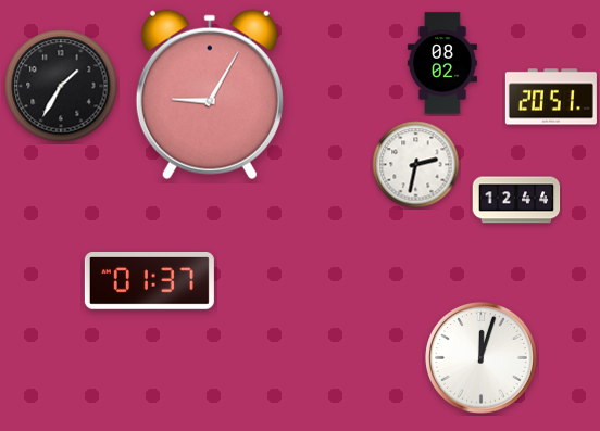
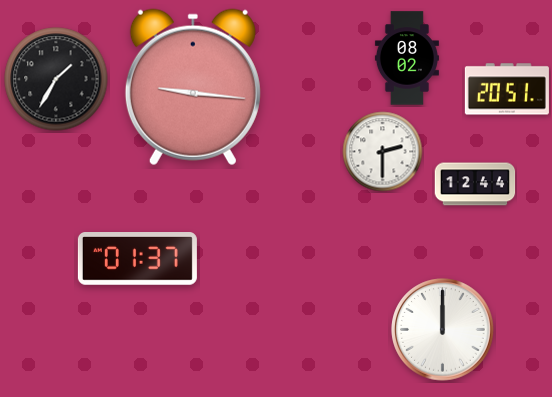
clock at (210, 94): 9:05 -> 9:16
clock at (416, 165): 2:32 -> 2:30
clock at (482, 358): 12:03 -> 12:00
